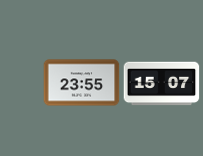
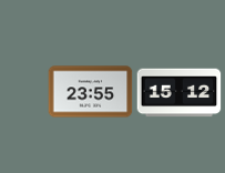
clock at (162, 84): 15:07 -> 15:12
